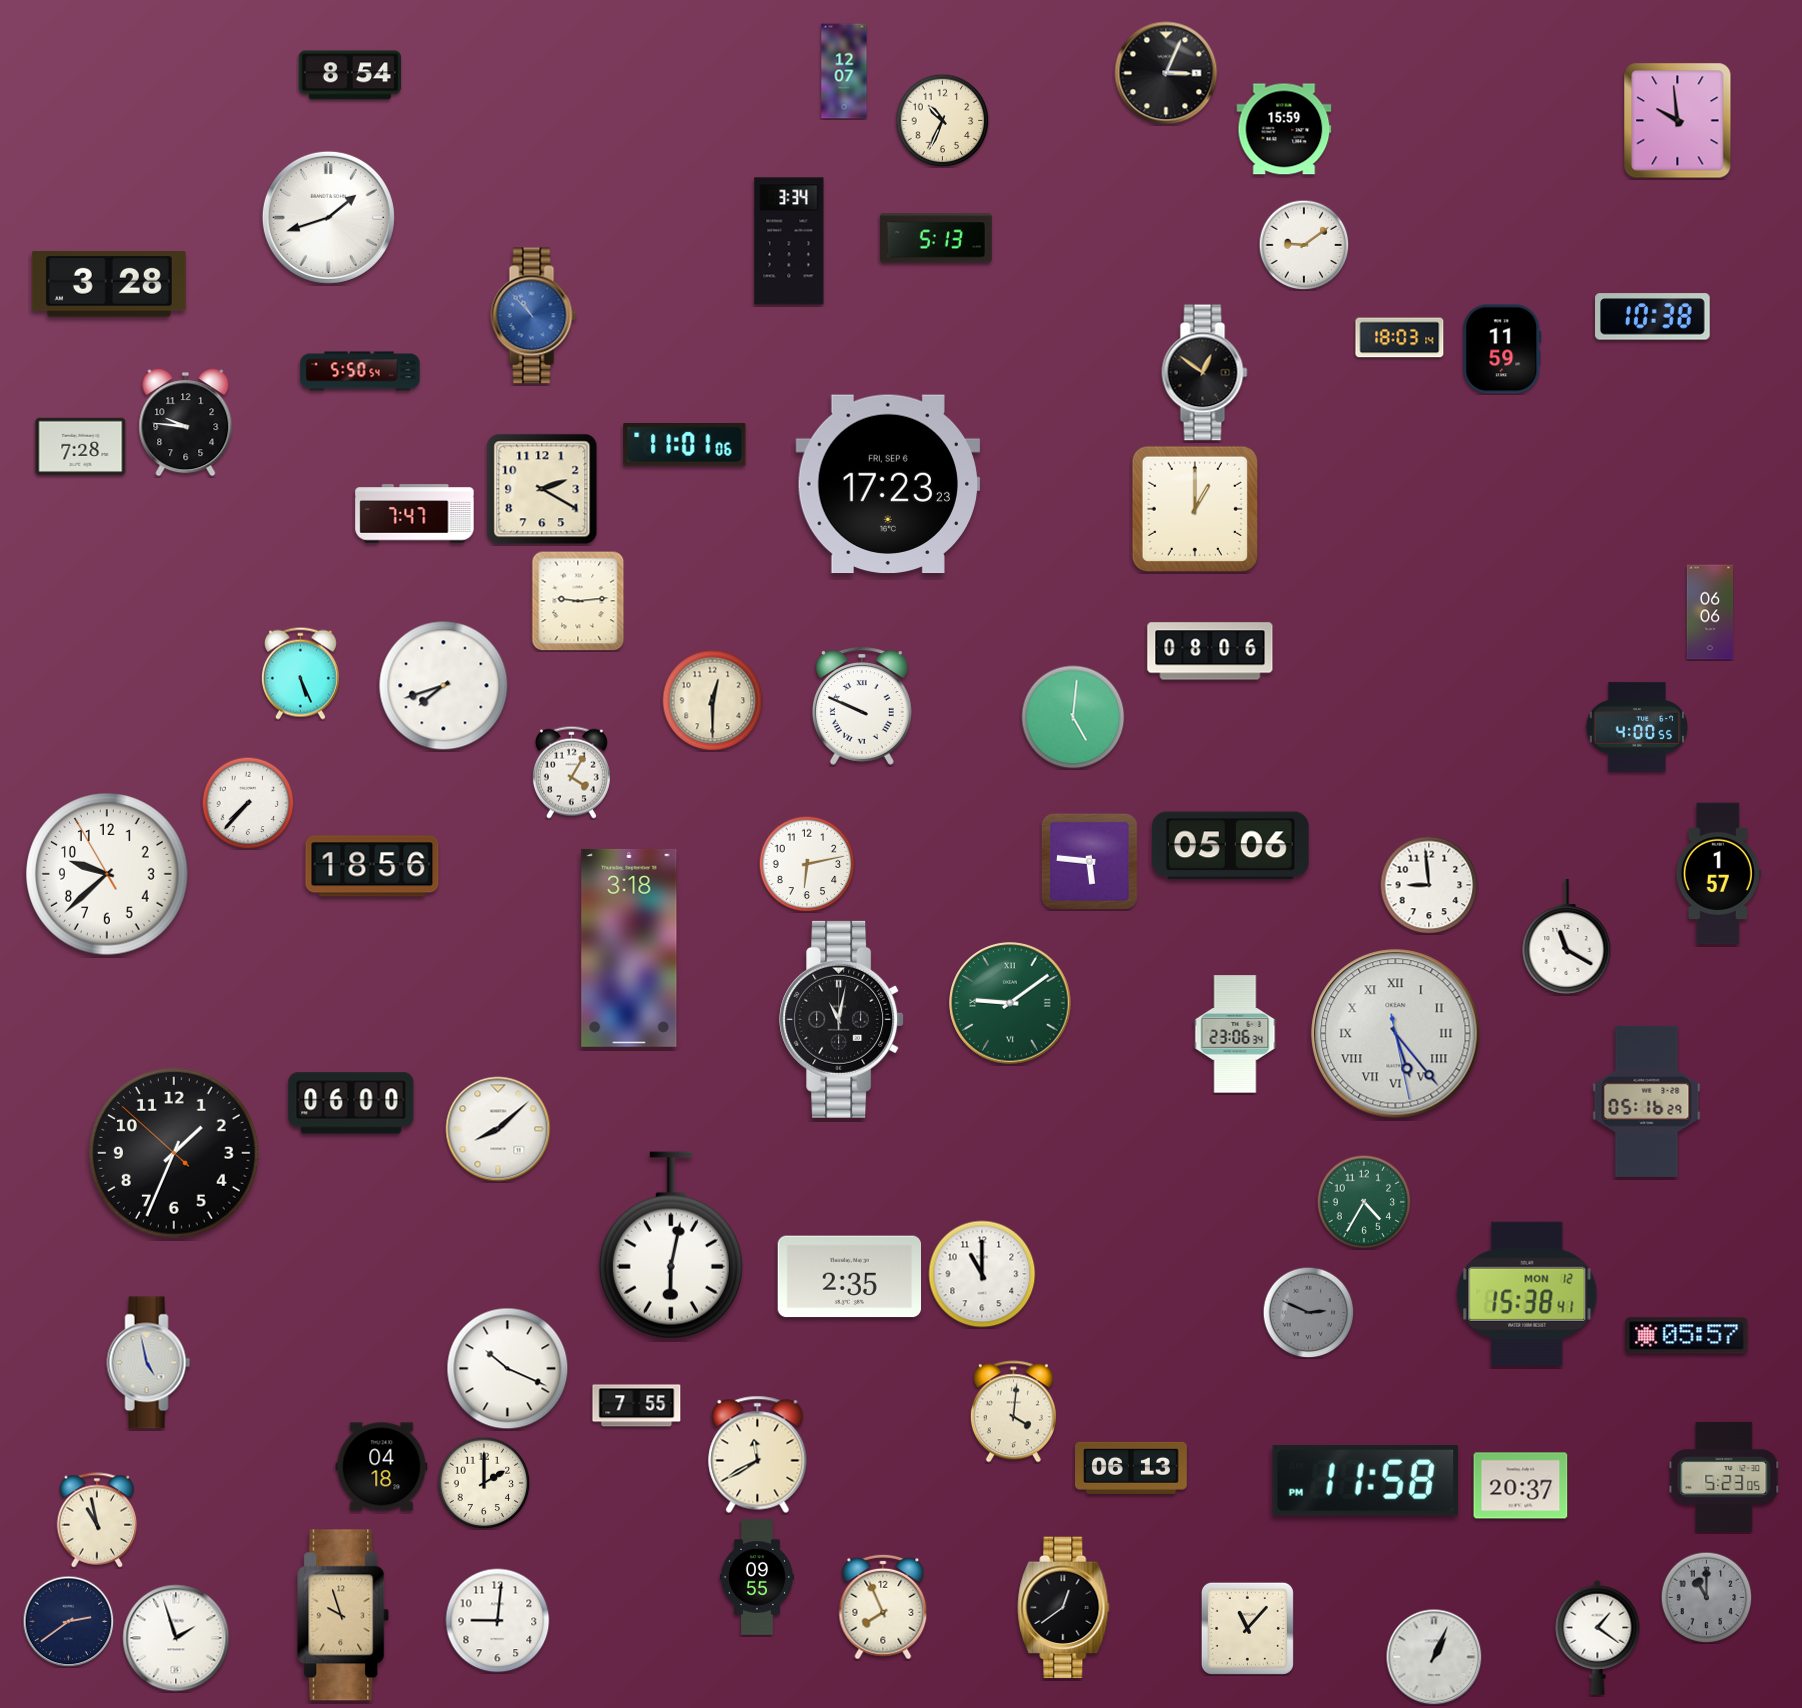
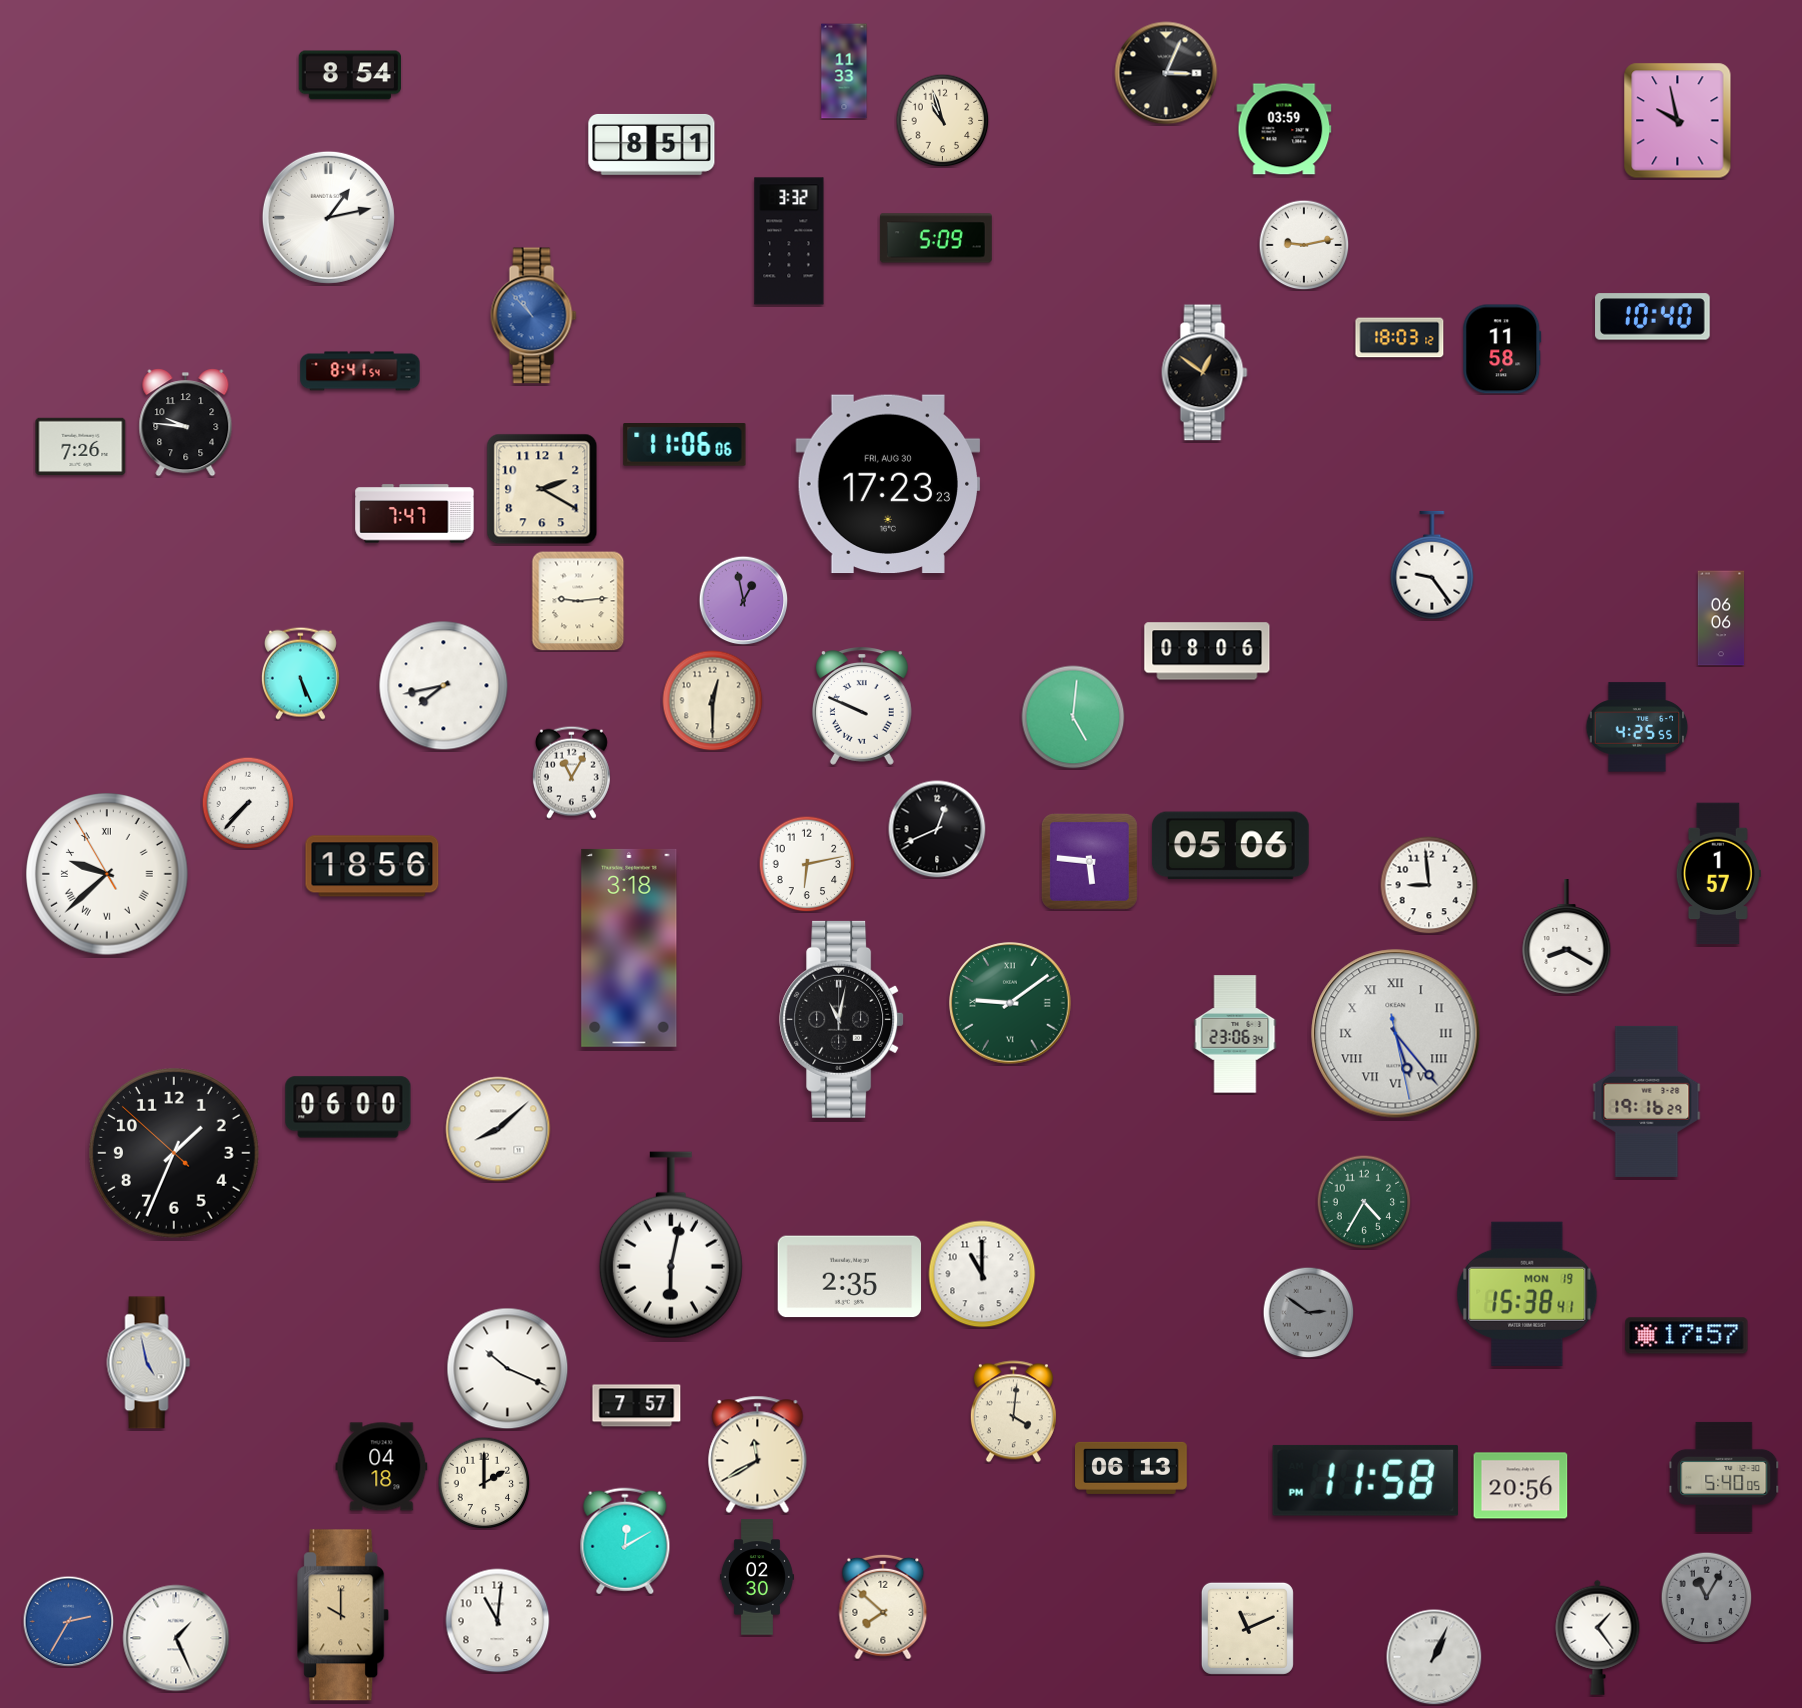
clock at (844, 71): 12:07 -> 11:33
clock at (942, 120): 10:34 -> 10:57
clock at (1678, 121): 9:59 -> 9:58
clock at (1284, 129): 15:59 -> 03:59
clock at (652, 144): none -> 8:51
clock at (328, 217): 1:42 -> 1:13
clock at (936, 238): 5:13 -> 5:09
clock at (789, 241): 3:34 -> 3:32
clock at (1304, 245): 9:09 -> 9:13
clock at (109, 284): 3:28 -> none
clock at (1653, 317): 10:38 -> 10:40
clock at (1400, 338): 18:03:14 -> 18:03:12
clock at (1502, 349): 11:59 -> 11:58
clock at (360, 371): 5:50 -> 8:41
clock at (685, 445): 11:01 -> 11:06
clock at (81, 447): 7:28 -> 7:26
clock at (888, 484) date: FRI, SEP 6 -> FRI, AUG 30
clock at (1195, 509): 1:00 -> none
clock at (1432, 565): none -> 9:24
clock at (743, 600): none -> 12:58
clock at (1710, 612) position: (1710, 612) -> (1721, 618)
clock at (1210, 651) position: (1210, 651) -> (1207, 651)
clock at (444, 686): 7:42 -> 7:43
clock at (1637, 727): 4:00 -> 4:25
clock at (571, 772): 4:05 -> 11:05
clock at (937, 829): none -> 12:41
clock at (107, 874) numerals: Arabic -> Roman
clock at (1567, 937): 11:20 -> 8:20
clock at (1647, 1101): 05:16 -> 19:16
clock at (351, 1103) position: (351, 1103) -> (348, 1107)
clock at (1527, 1294) date: MON 12 -> MON 19
clock at (1308, 1312): 2:49 -> 2:51
clock at (1687, 1336): 05:57 -> 17:57
clock at (637, 1406): 7:55 -> 7:57
clock at (1724, 1477): 5:23 -> 5:40
clock at (1521, 1486): 20:37 -> 20:56
clock at (97, 1520): 10:58 -> none
clock at (625, 1541): none -> 12:10
clock at (757, 1577): 09:55 -> 02:30
clock at (1706, 1597): 11:00 -> 11:05
clock at (883, 1607): 7:56 -> 7:52
clock at (1064, 1608): 12:39 -> none
clock at (344, 1615): 9:57 -> 10:00
clock at (68, 1621): 2:39 -> 2:35
clock at (68, 1621) dial: navy -> blue
clock at (498, 1621): 9:01 -> 11:01
clock at (1247, 1628): 11:07 -> 11:11
clock at (1598, 1637): 1:21 -> 1:24
clock at (176, 1638): 1:57 -> 1:26
